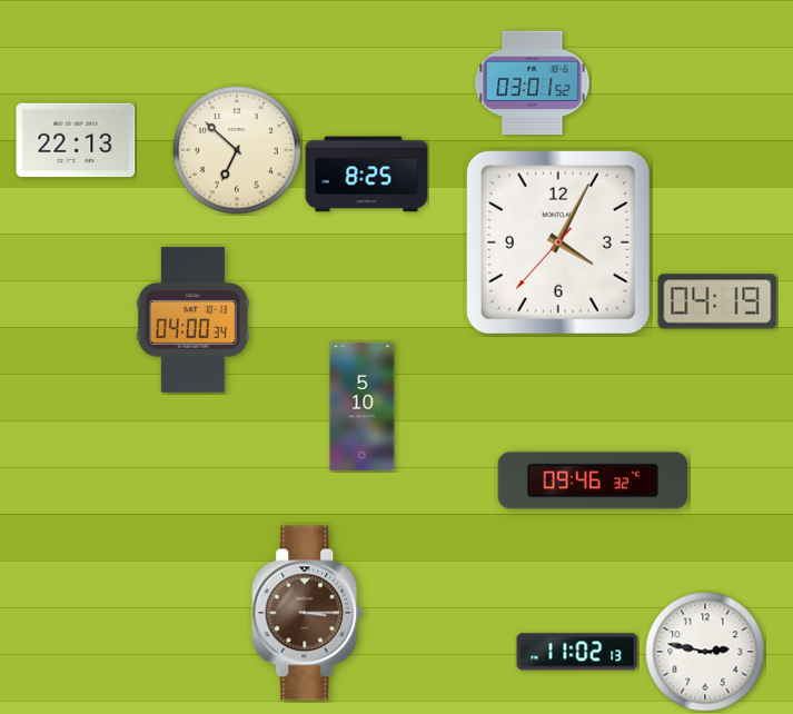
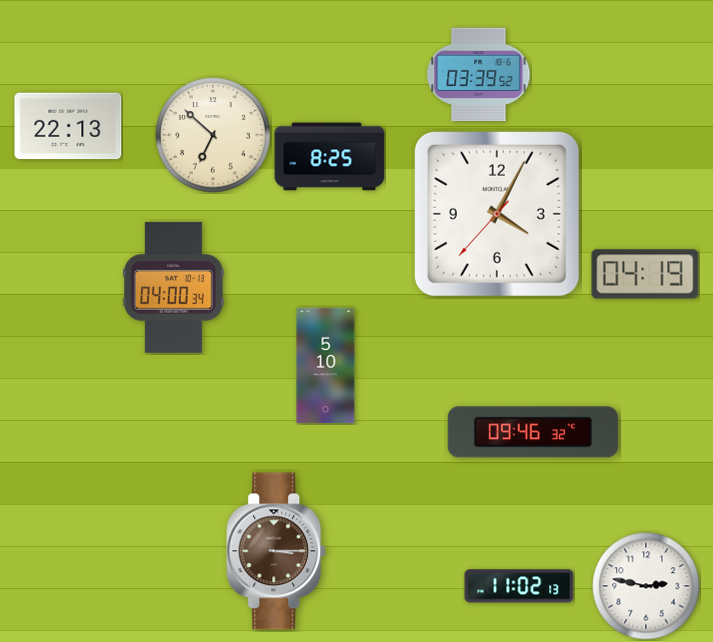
clock at (533, 83): 03:01 -> 03:39
clock at (558, 242) position: (558, 242) -> (497, 214)
clock at (717, 301) position: (717, 301) -> (645, 274)
clock at (705, 652) position: (705, 652) -> (646, 586)
